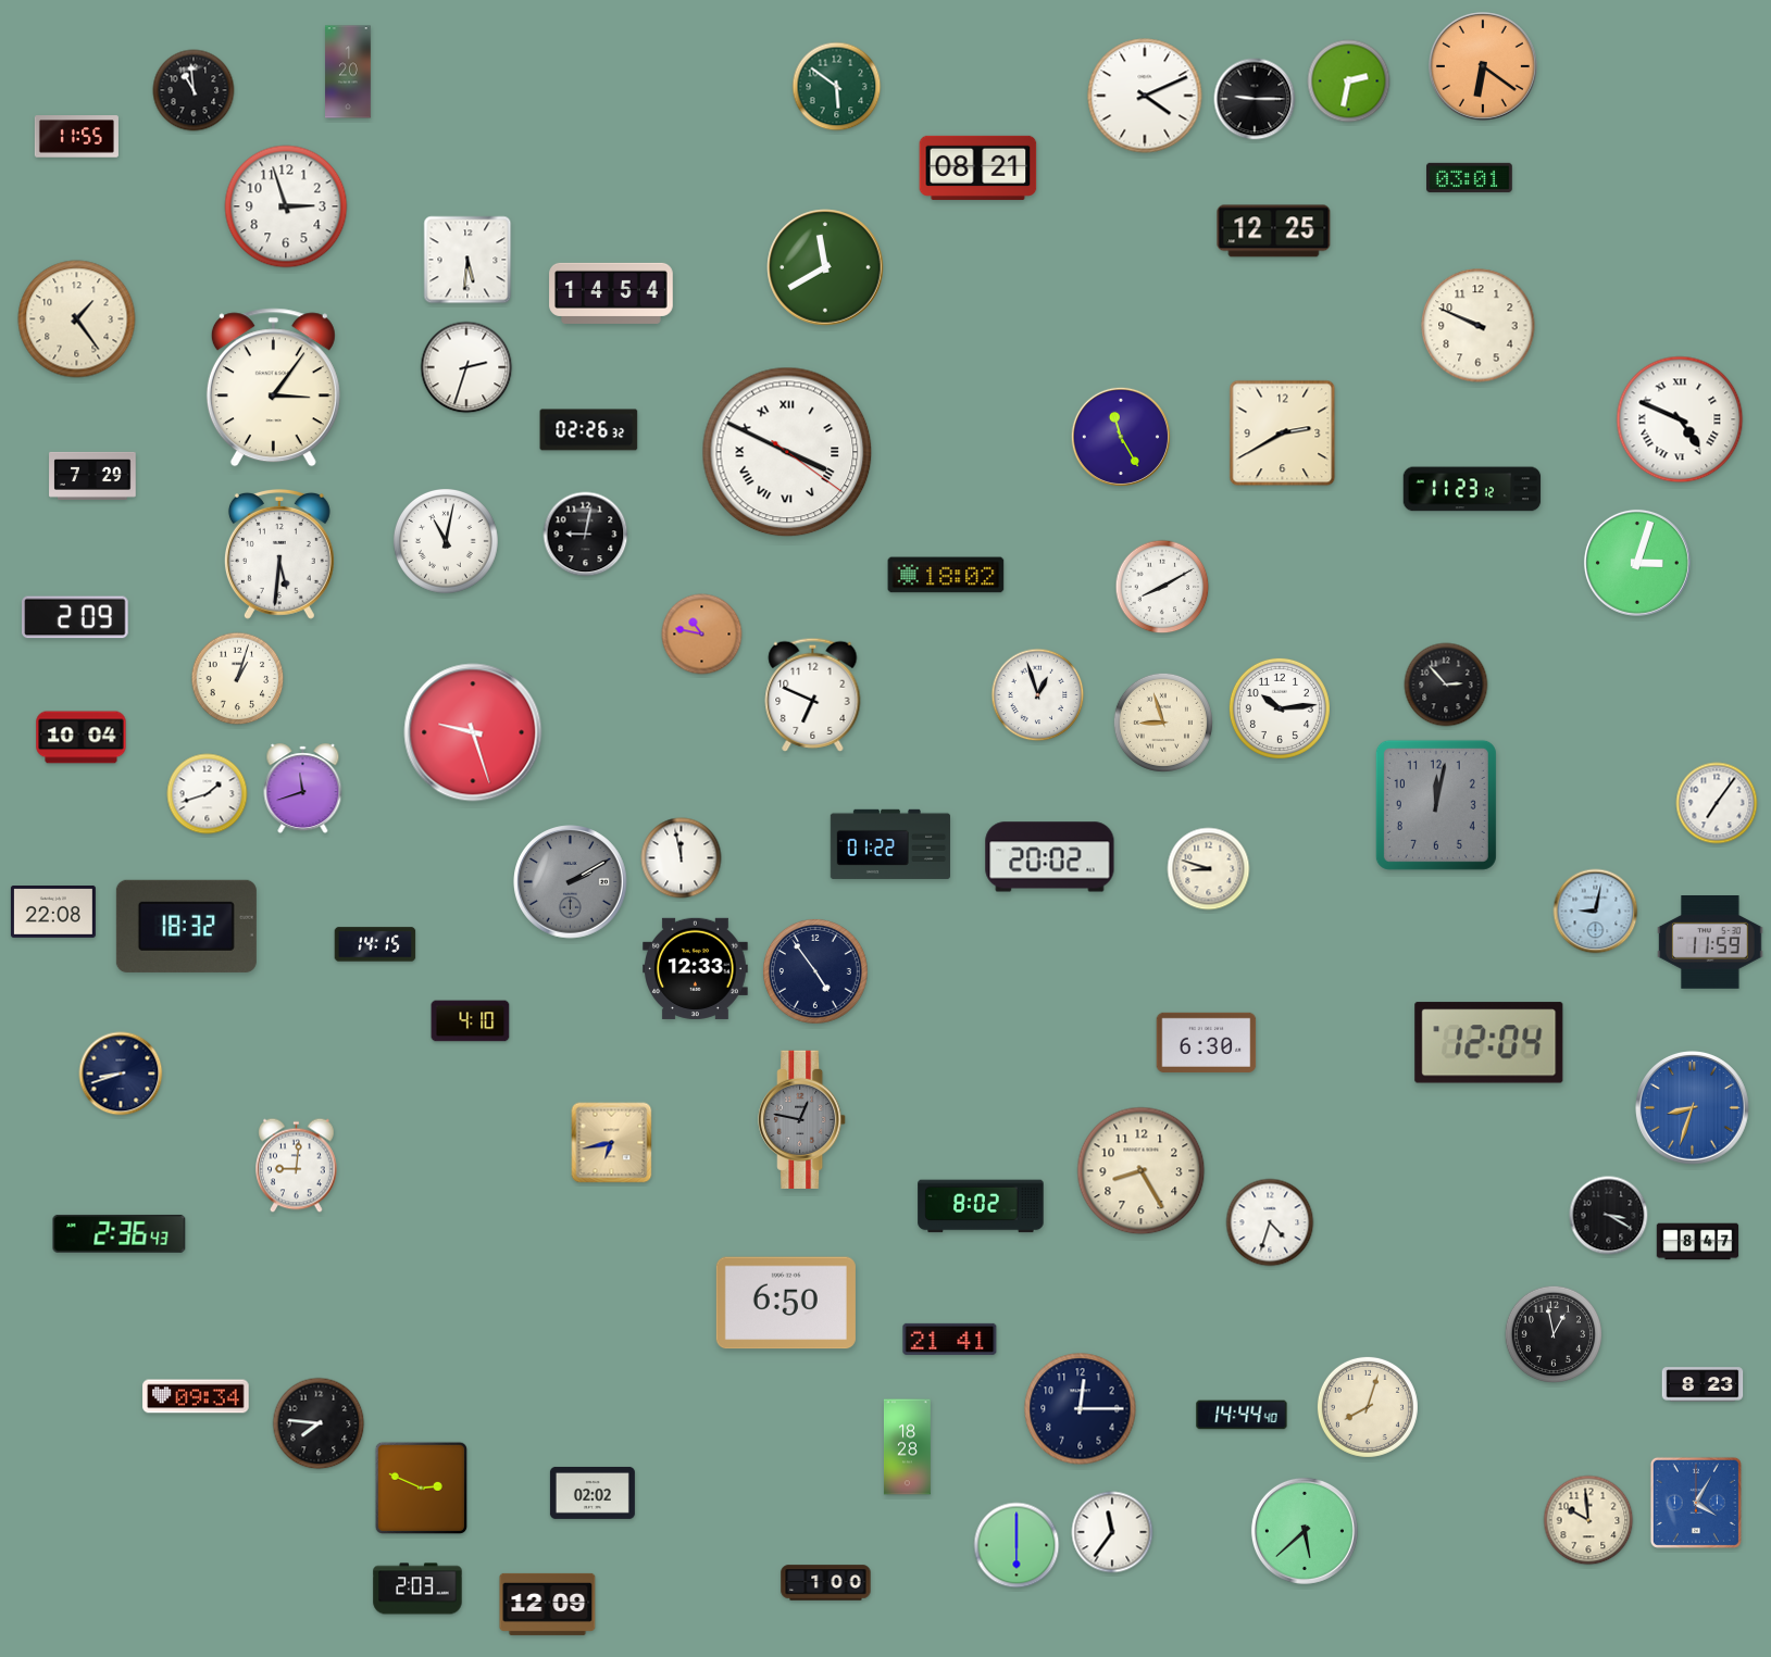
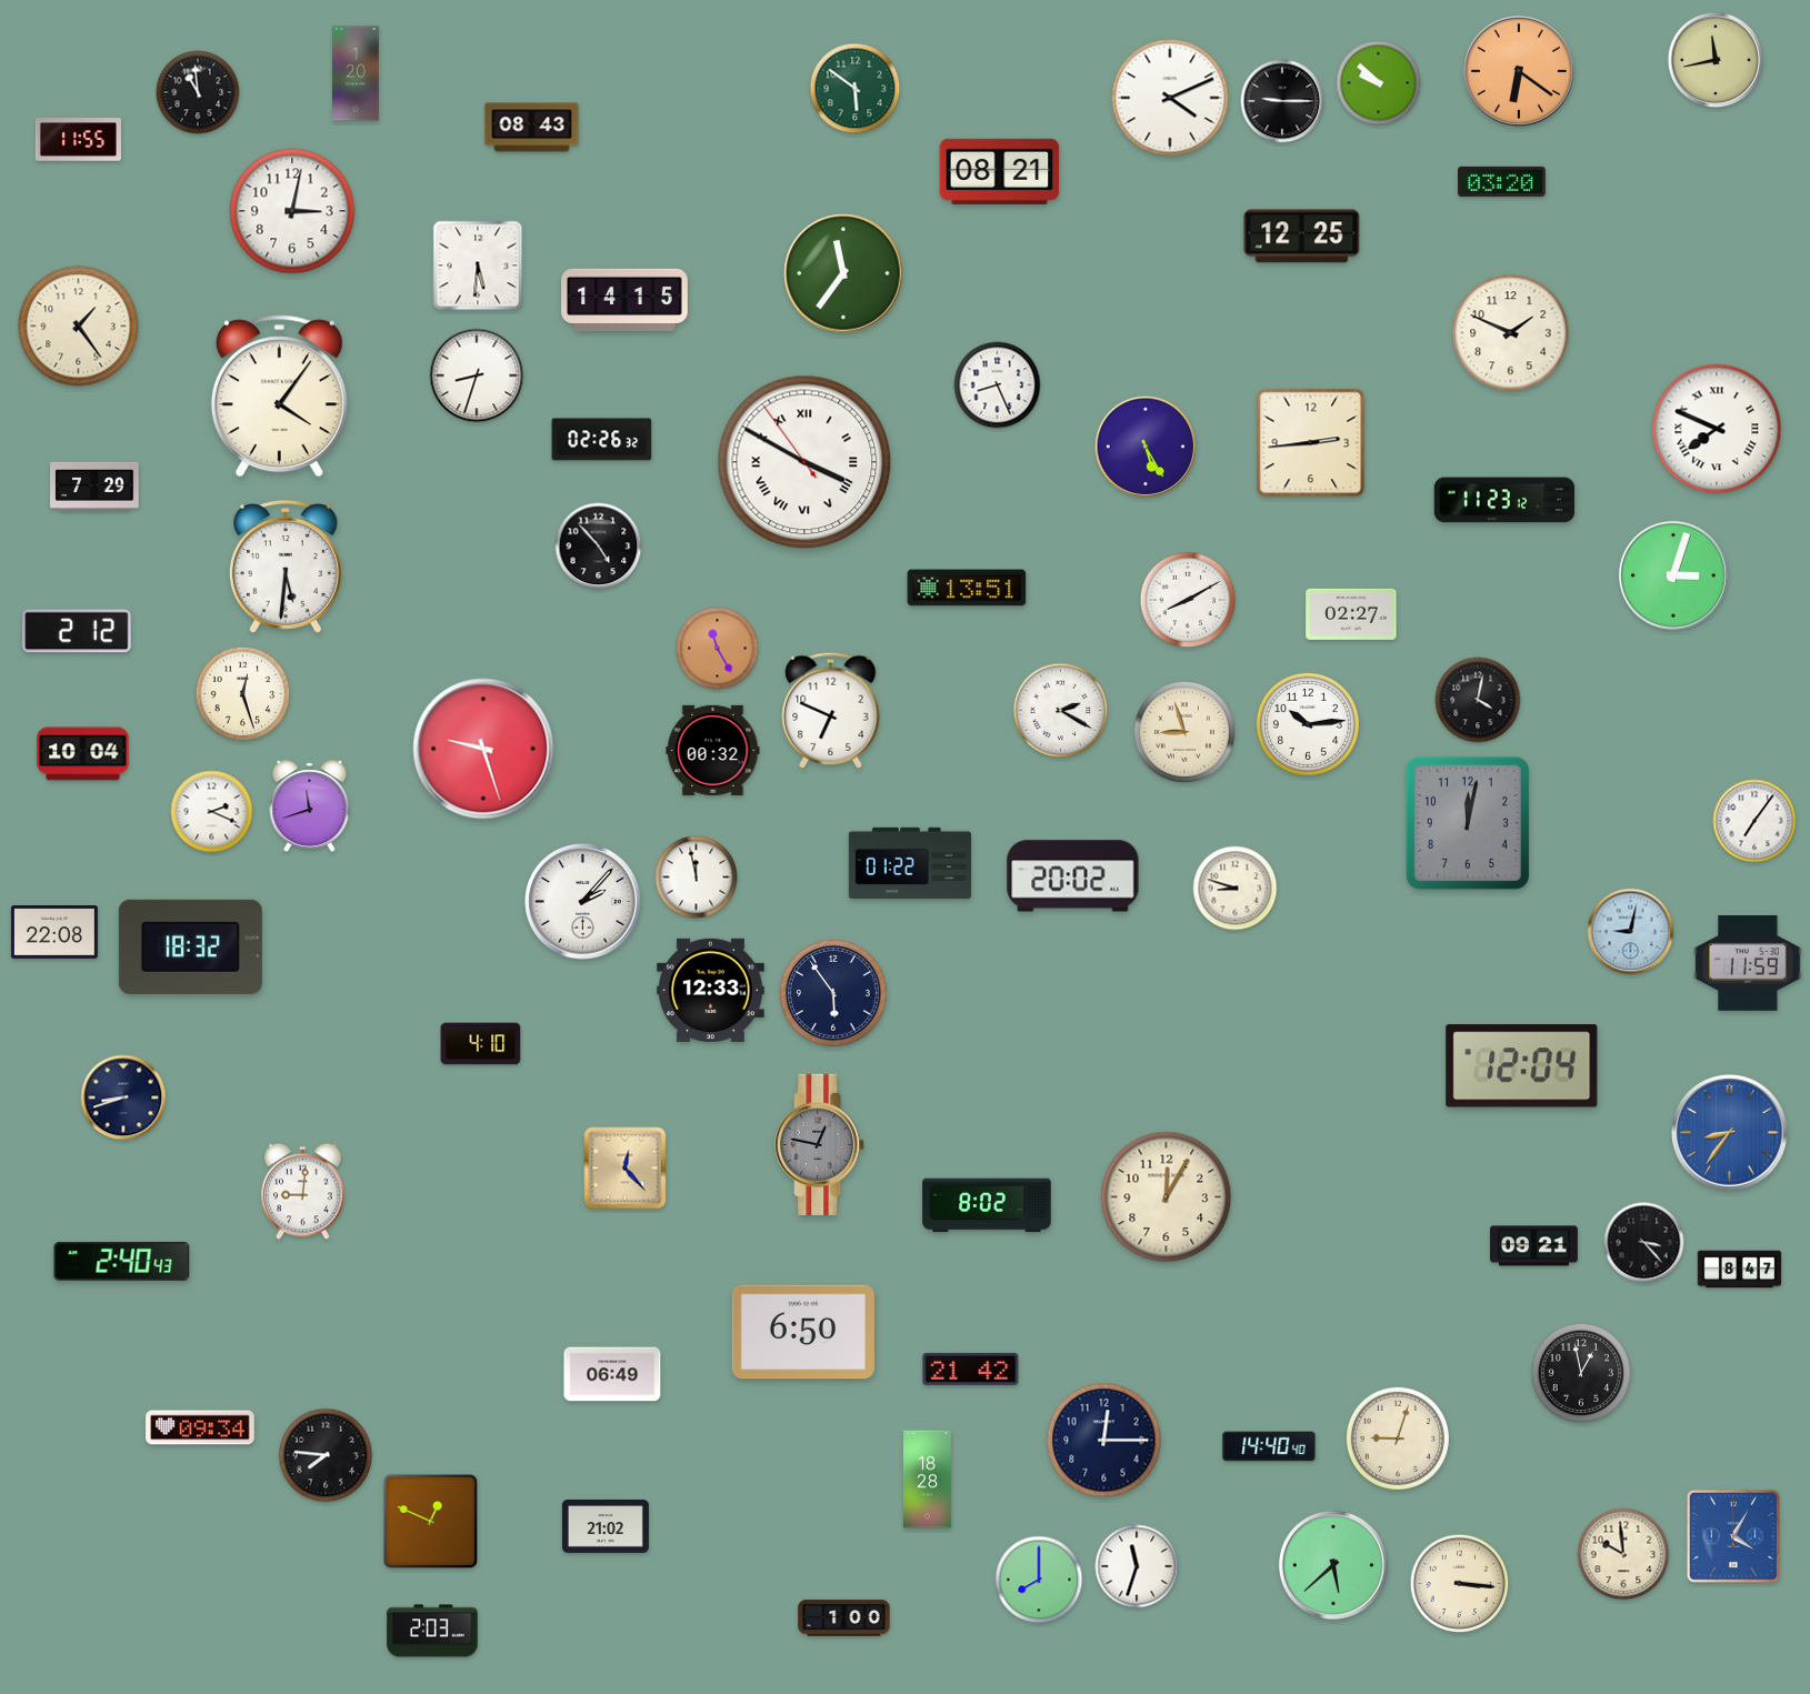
clock at (1716, 60): none -> 11:43
clock at (1483, 66) position: (1483, 66) -> (1519, 71)
clock at (1349, 81): 2:32 -> 9:52
clock at (532, 128): none -> 08:43
clock at (1470, 177): 03:01 -> 03:20
clock at (286, 206): 2:57 -> 3:02
clock at (825, 267): 11:40 -> 11:36
clock at (611, 293): 14:54 -> 14:15
clock at (1479, 326): 9:49 -> 1:49
clock at (466, 367): 2:33 -> 8:33
clock at (998, 385): none -> 8:26
clock at (273, 388): 3:06 -> 4:06
clock at (1680, 419): 4:49 -> 7:49
clock at (1283, 434): 2:40 -> 2:44
clock at (1121, 437): 11:25 -> 5:25
clock at (787, 452): 3:49:21 -> 3:49:54
clock at (586, 535): 9:02 -> 4:53
clock at (447, 542): 11:02 -> none
clock at (946, 575): 18:02 -> 13:51
clock at (1351, 614): none -> 02:27
clock at (75, 617): 2:09 -> 2:12
clock at (702, 635): 10:47 -> 11:25
clock at (238, 679): 1:03 -> 12:27
clock at (1446, 685): 2:53 -> 4:02
clock at (1038, 695): 12:57 -> 2:20
clock at (1163, 723) position: (1163, 723) -> (1184, 732)
clock at (713, 750): none -> 00:32
clock at (208, 794): 1:42 -> 2:19
clock at (571, 882): 2:10 -> 2:07
clock at (571, 882) dial: grey -> white
clock at (375, 944): 14:15 -> none
clock at (816, 972): 4:54 -> 5:54
clock at (1207, 1042): 6:30 -> none
clock at (1693, 1108): 8:33 -> 8:36
clock at (612, 1143): 6:43 -> 12:23
clock at (1142, 1171): 8:25 -> 12:05
clock at (981, 1206) position: (981, 1206) -> (987, 1205)
clock at (1609, 1216): 3:20 -> 3:23
clock at (1534, 1246): none -> 09:21
clock at (1270, 1222): 4:33 -> none
clock at (120, 1233): 2:36 -> 2:40
clock at (1698, 1242) position: (1698, 1242) -> (1740, 1270)
clock at (1552, 1333) position: (1552, 1333) -> (1580, 1372)
clock at (950, 1339): 21:41 -> 21:42
clock at (612, 1374): none -> 06:49
clock at (1703, 1384): 8:23 -> none
clock at (1368, 1407): 8:03 -> 9:03
clock at (1242, 1415): 14:44 -> 14:40
clock at (421, 1487): 2:49 -> 12:49
clock at (593, 1493): 02:02 -> 21:02
clock at (1112, 1532): 11:36 -> 11:33
clock at (1017, 1545): 6:00 -> 8:00
clock at (1460, 1584): none -> 3:16
clock at (417, 1589) position: (417, 1589) -> (432, 1631)
clock at (548, 1604): 12:09 -> none
